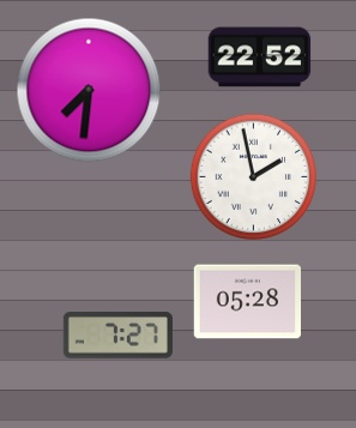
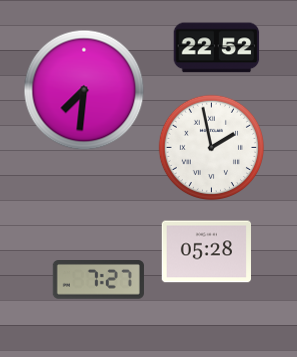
clock at (89, 90) position: (89, 90) -> (84, 90)
